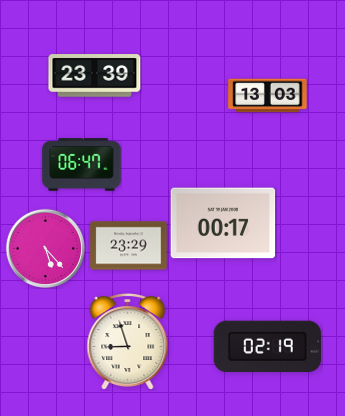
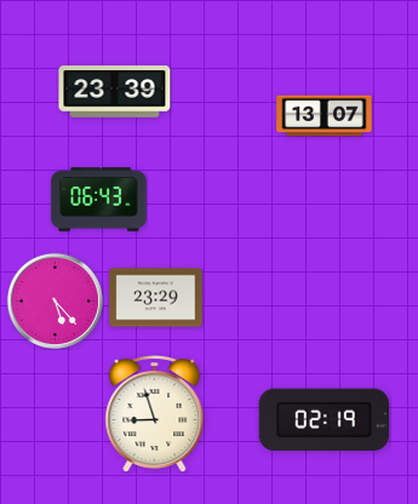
clock at (268, 96): 13:03 -> 13:07
clock at (82, 165): 06:47 -> 06:43
clock at (223, 223): 00:17 -> none
